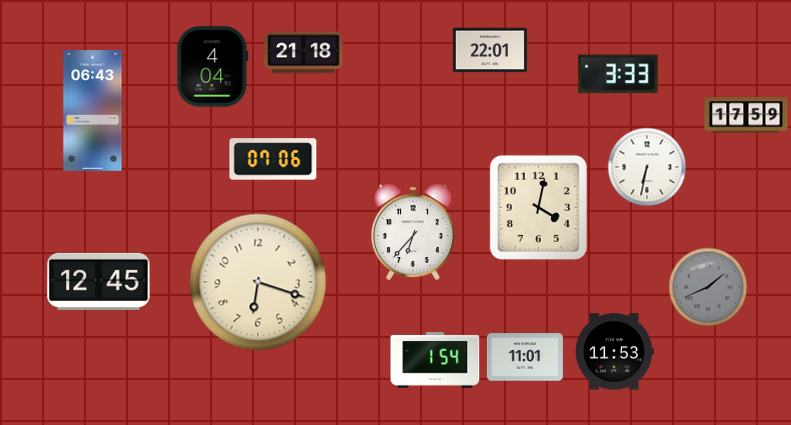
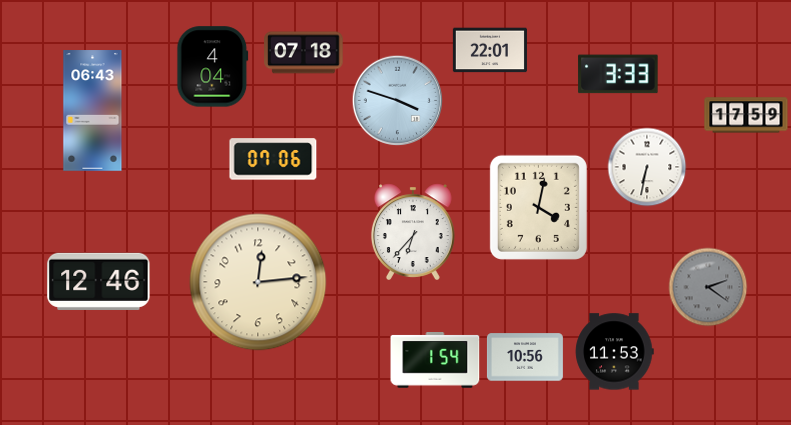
clock at (304, 53): 21:18 -> 07:18
clock at (398, 101): none -> 3:48
clock at (99, 281): 12:45 -> 12:46
clock at (258, 282): 6:18 -> 12:14
clock at (708, 287): 1:41 -> 2:21
clock at (525, 357): 11:01 -> 10:56
